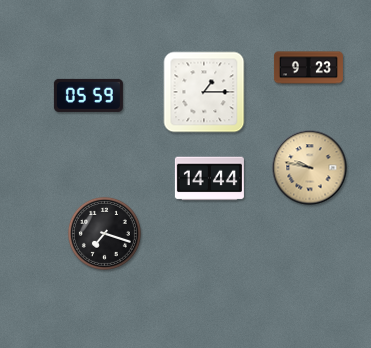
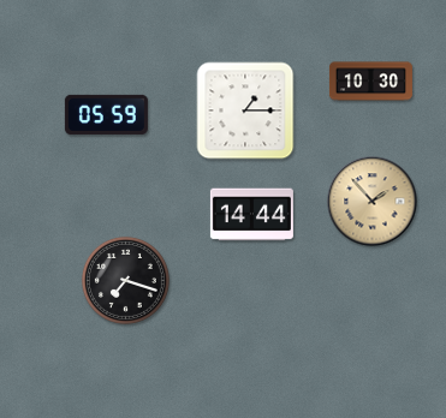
clock at (308, 68): 9:23 -> 10:30
clock at (310, 168): 9:47 -> 1:53
